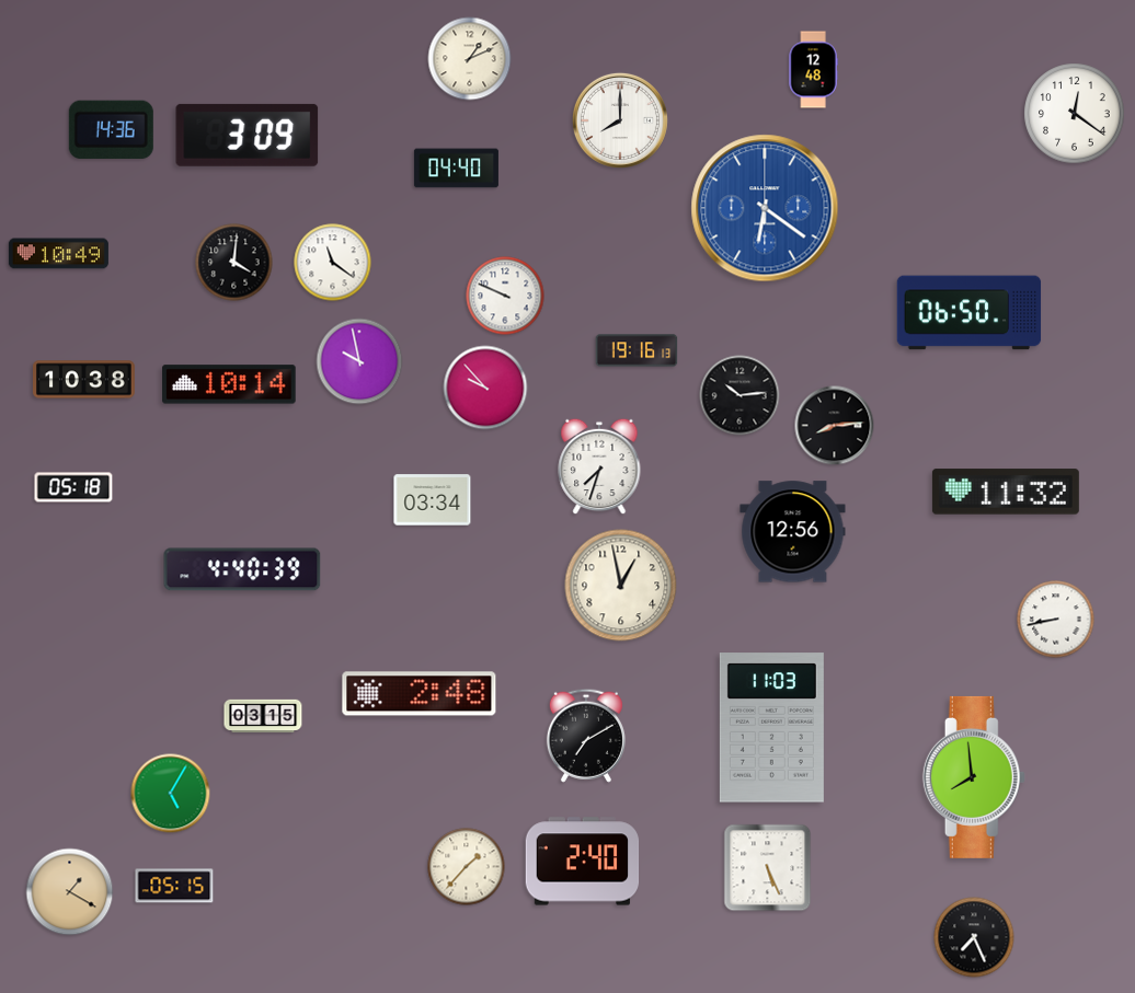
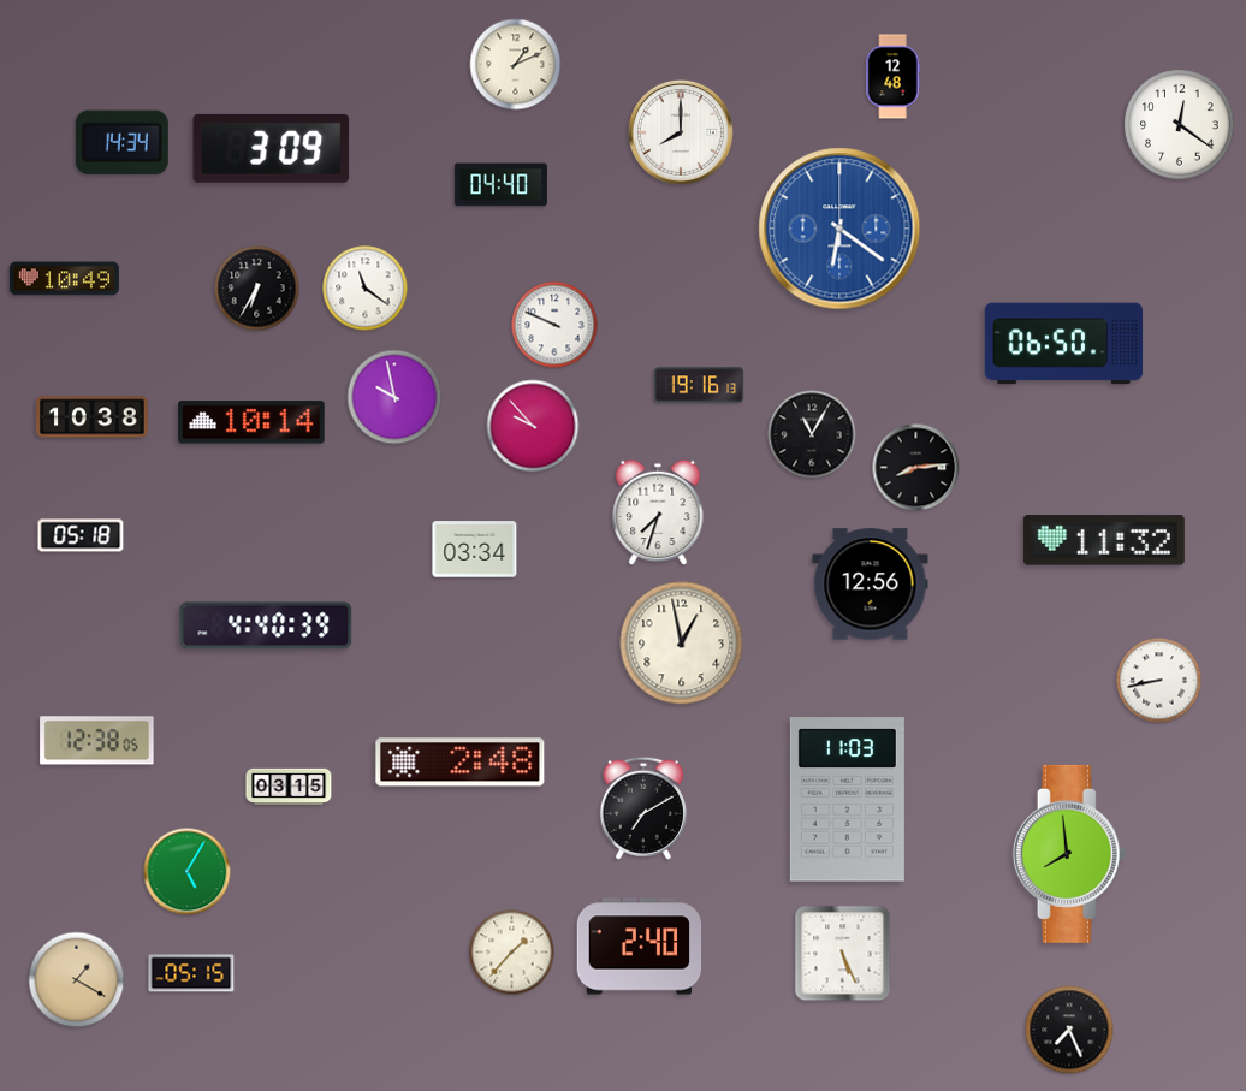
clock at (111, 129): 14:36 -> 14:34
clock at (234, 263): 4:01 -> 6:35
clock at (740, 395): 10:14 -> 11:05
clock at (97, 741): none -> 12:38
